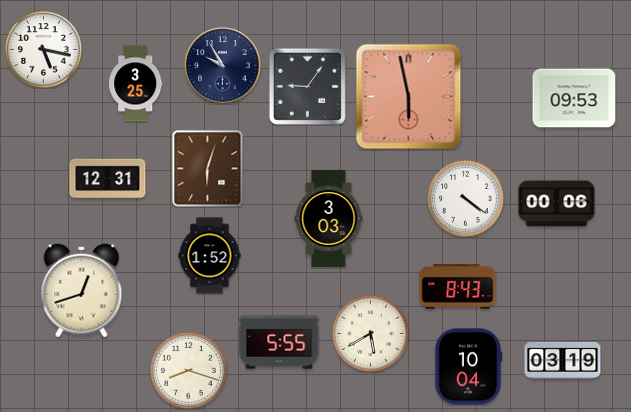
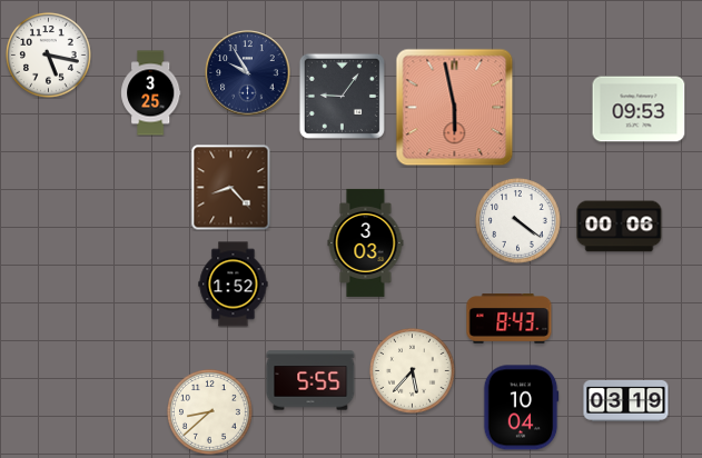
clock at (208, 169): 6:03 -> 8:23
clock at (108, 179): 12:31 -> none
clock at (82, 291): 12:42 -> none
clock at (371, 334): 5:40 -> 5:37
clock at (189, 371): 8:18 -> 8:38
